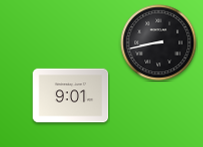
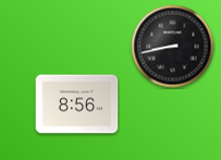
clock at (71, 96): 9:01 -> 8:56
